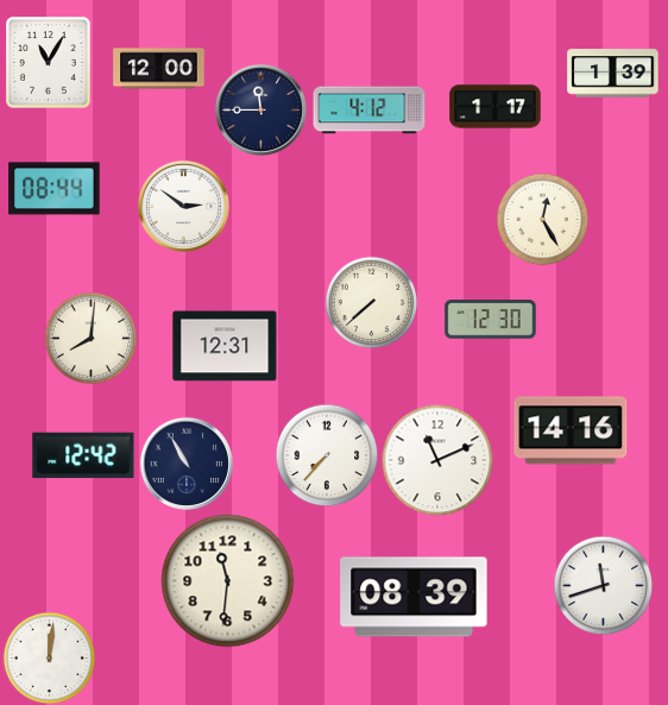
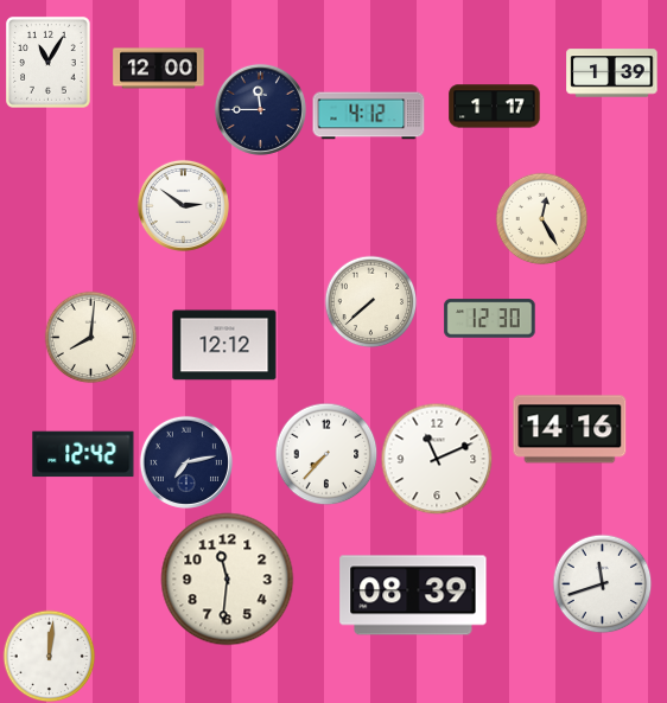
clock at (370, 111) position: (370, 111) -> (369, 116)
clock at (55, 189): 08:44 -> none
clock at (225, 346): 12:31 -> 12:12
clock at (187, 464): 10:55 -> 7:13
